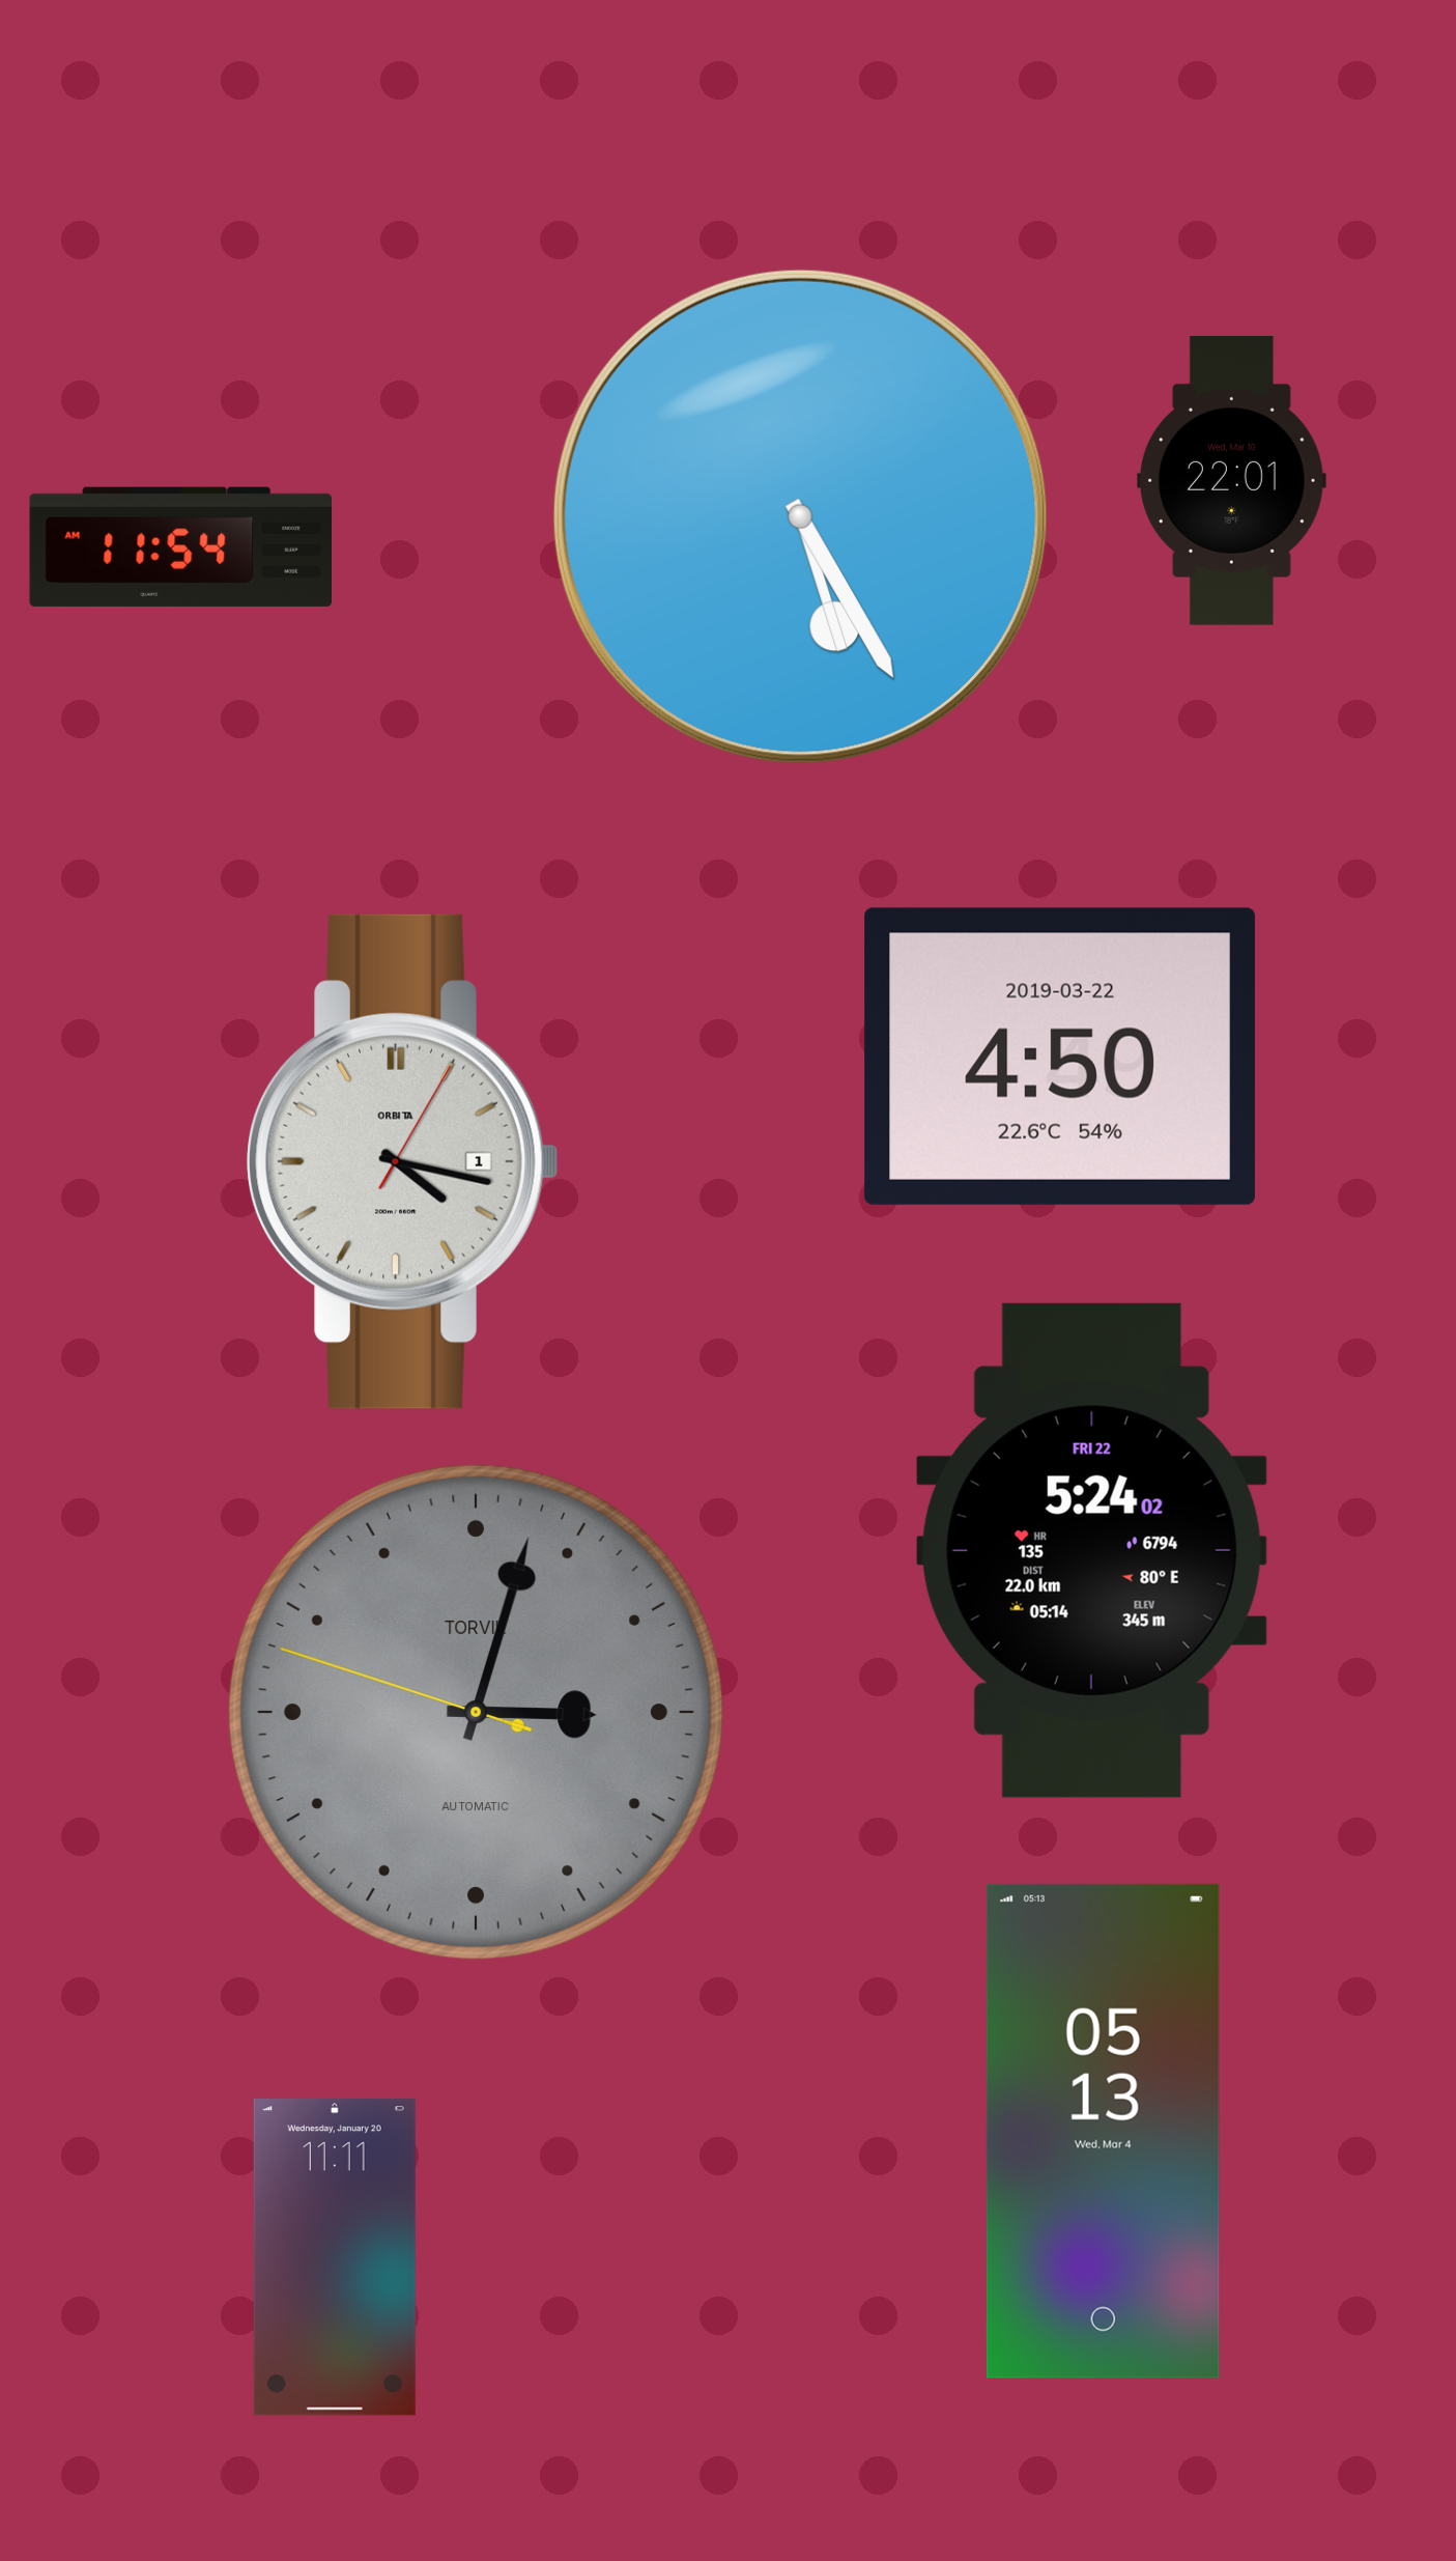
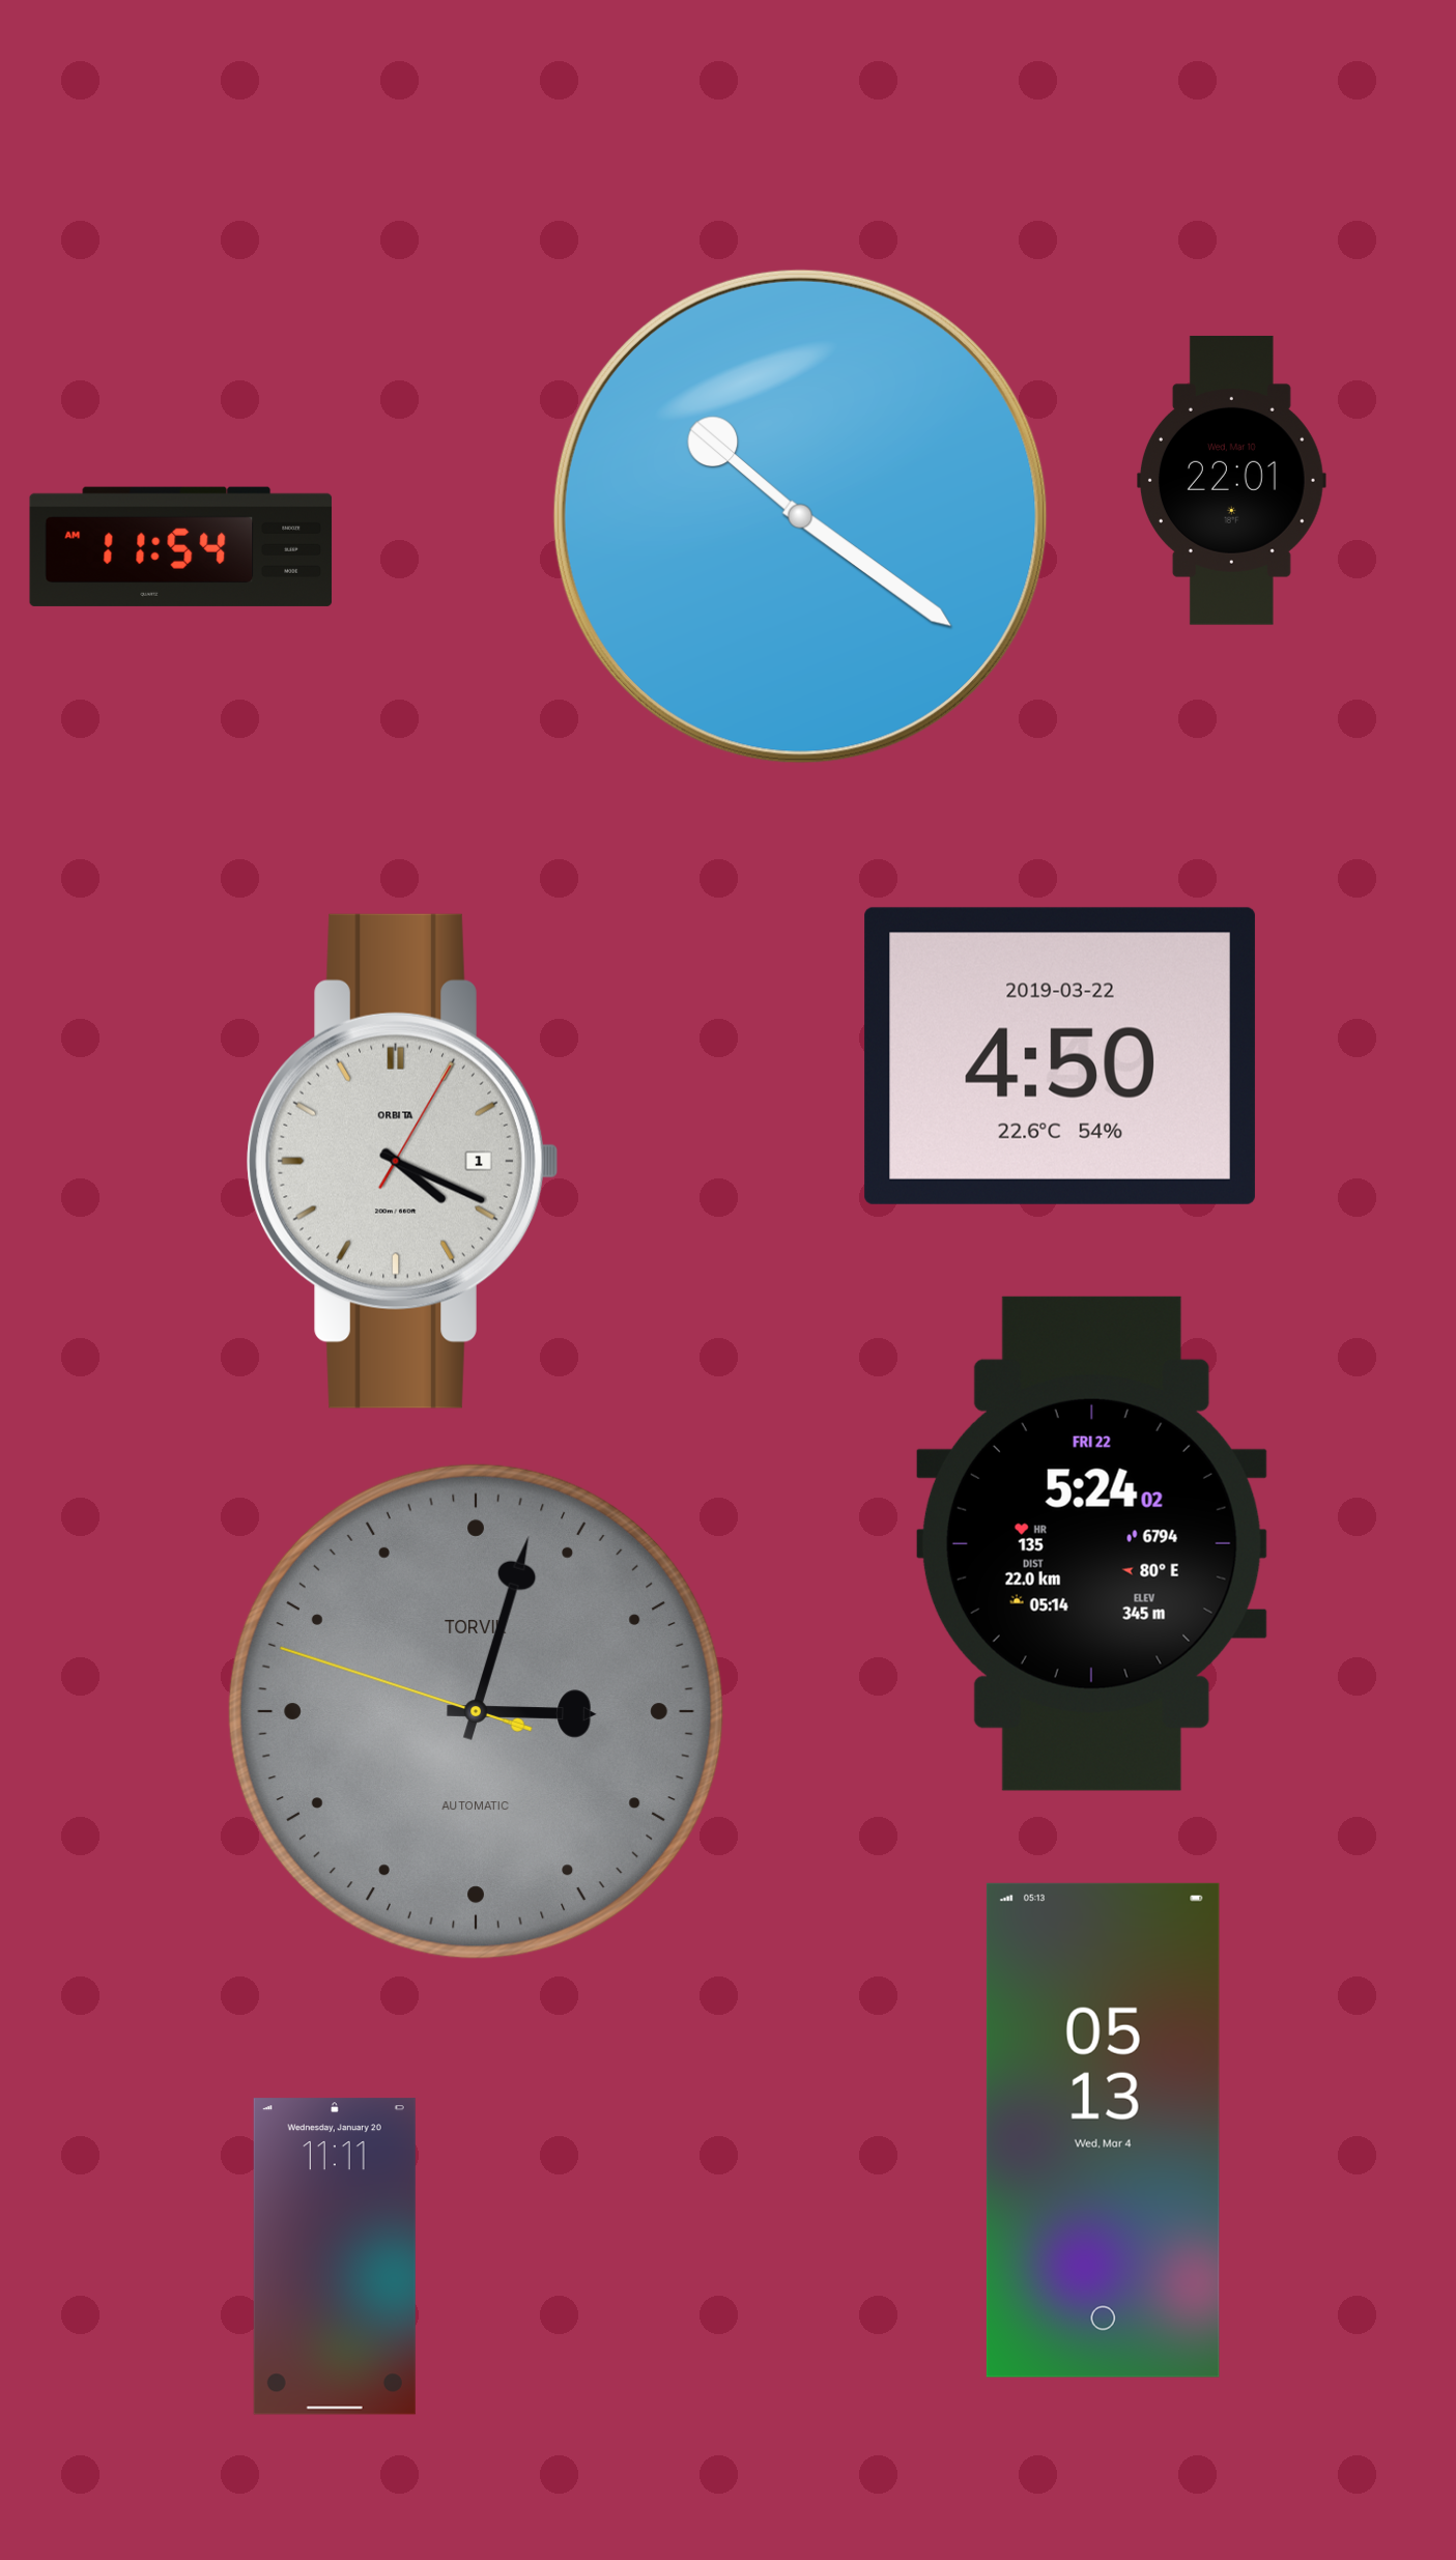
clock at (800, 516): 5:25 -> 10:21
clock at (403, 1161): 4:17 -> 4:19
clock at (1091, 1550) position: (1091, 1550) -> (1091, 1543)
